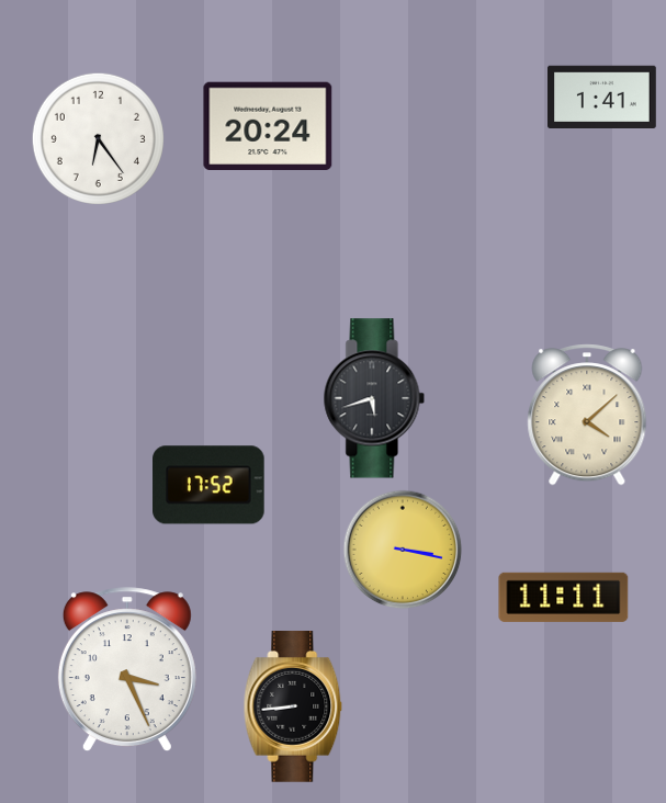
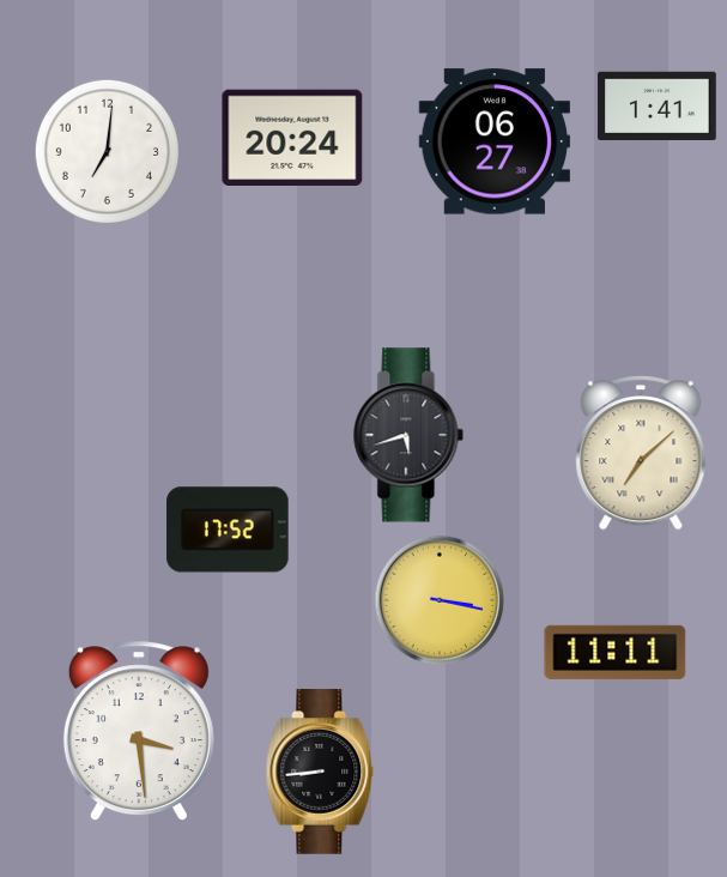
clock at (493, 141): none -> 06:27
clock at (98, 138): 6:24 -> 7:01
clock at (587, 415): 4:08 -> 7:08
clock at (127, 670): 3:26 -> 3:29
